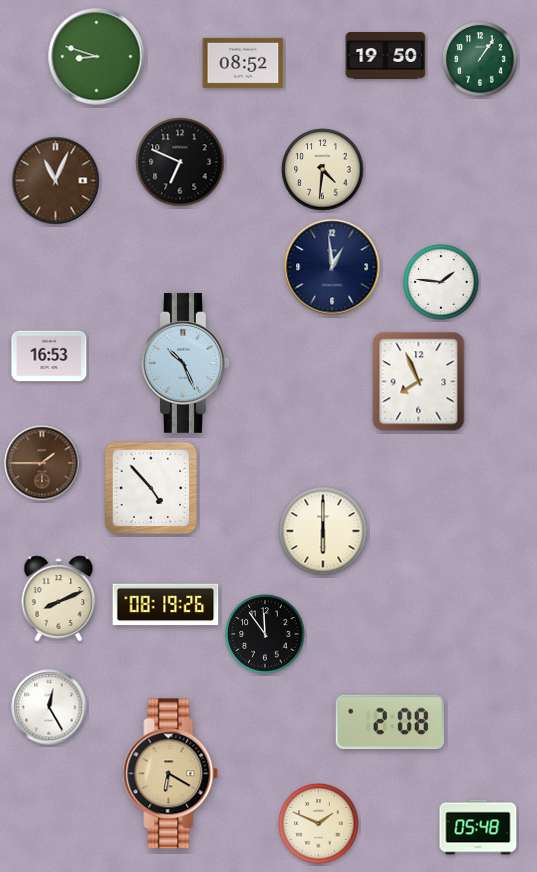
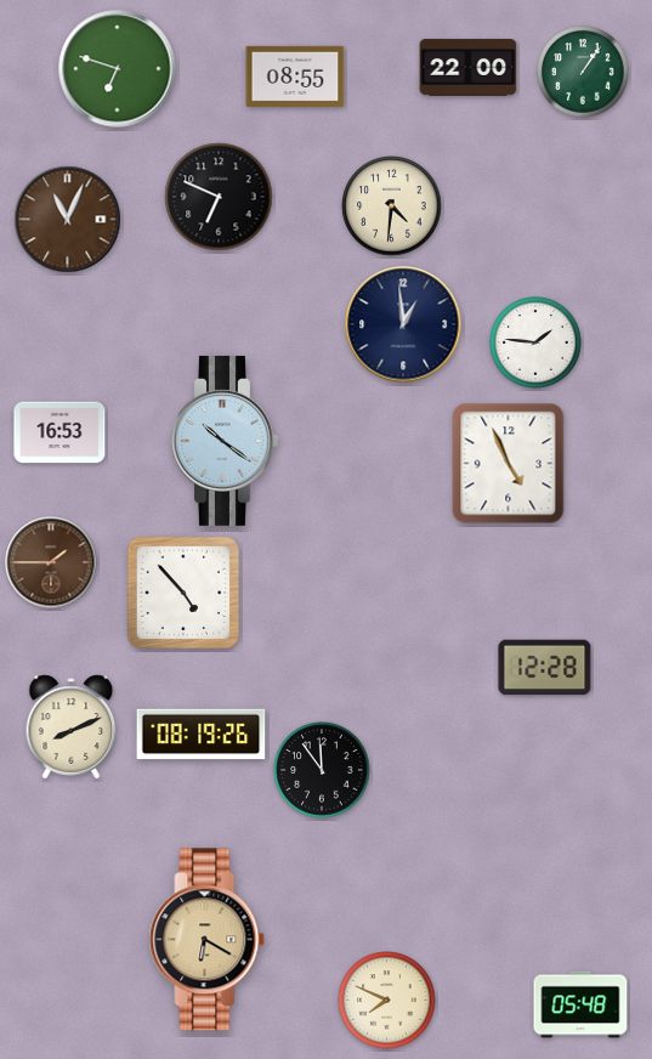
clock at (386, 56): 19:50 -> 22:00
clock at (97, 57): 8:48 -> 6:48
clock at (243, 63): 08:52 -> 08:55
clock at (185, 363): 10:26 -> 10:21
clock at (419, 382): 7:56 -> 4:56
clock at (323, 531): 6:00 -> none
clock at (545, 668): none -> 12:28
clock at (49, 707): 12:25 -> none
clock at (389, 721): 2:08 -> none
clock at (319, 824): 1:49 -> 7:49
